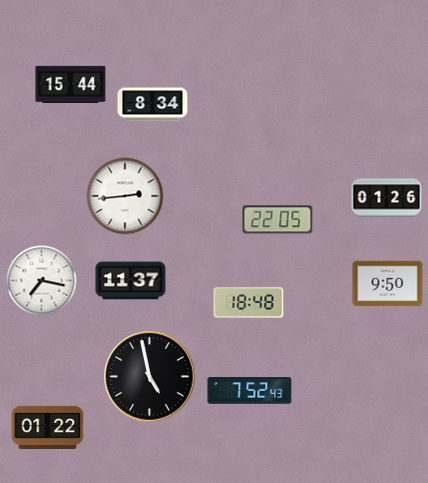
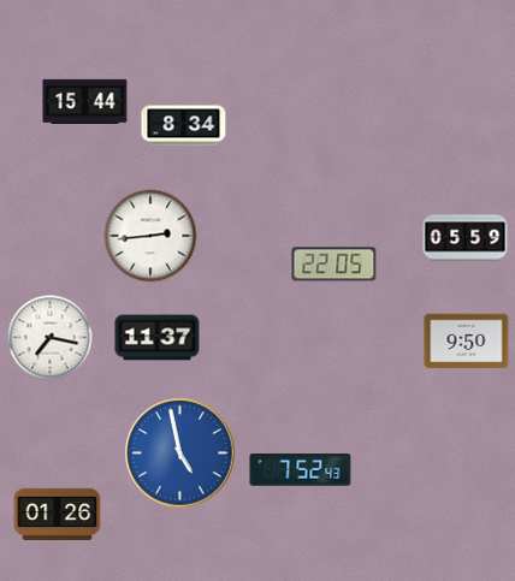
clock at (387, 198): 01:26 -> 05:59
clock at (249, 303): 18:48 -> none
clock at (150, 377) dial: black -> blue
clock at (48, 427): 01:22 -> 01:26
